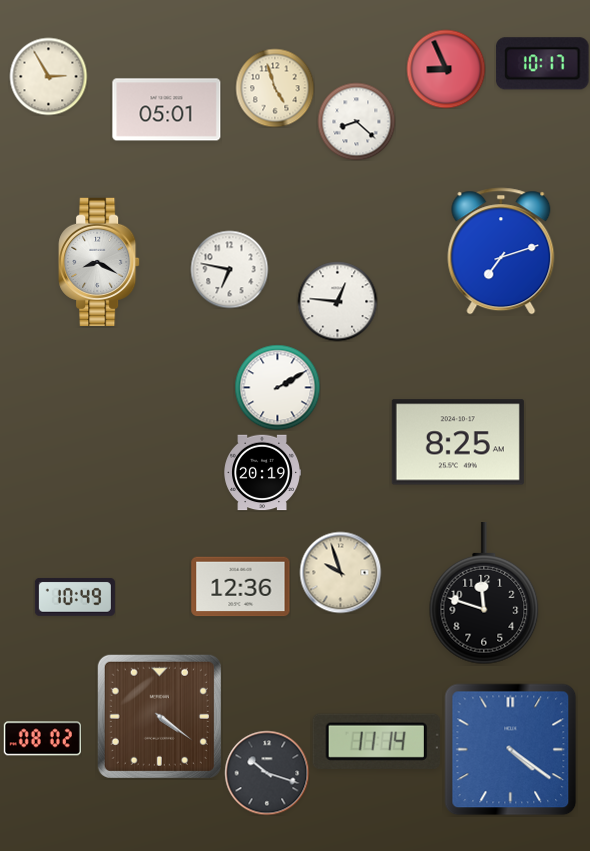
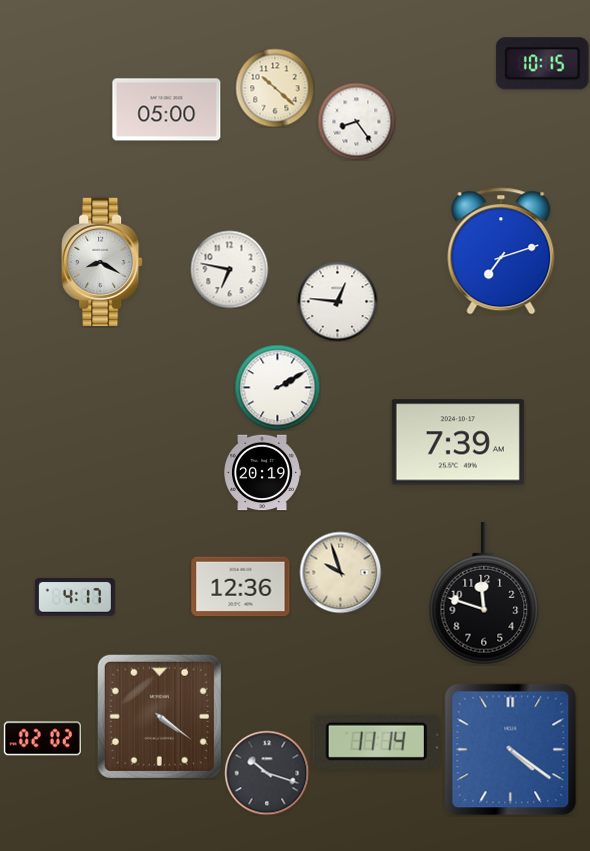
clock at (543, 64): 10:17 -> 10:15
clock at (446, 69): 8:56 -> none
clock at (48, 76): 2:55 -> none
clock at (275, 88): 4:57 -> 10:22
clock at (167, 110): 05:01 -> 05:00
clock at (356, 121): 8:22 -> 8:24
clock at (99, 261) position: (99, 261) -> (102, 261)
clock at (458, 442): 8:25 -> 7:39
clock at (75, 597): 10:49 -> 4:17
clock at (42, 739): 08:02 -> 02:02
